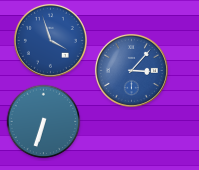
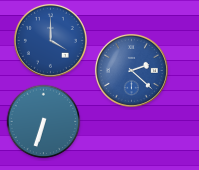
clock at (50, 40): 3:57 -> 4:00
clock at (131, 70): 3:07 -> 2:22
